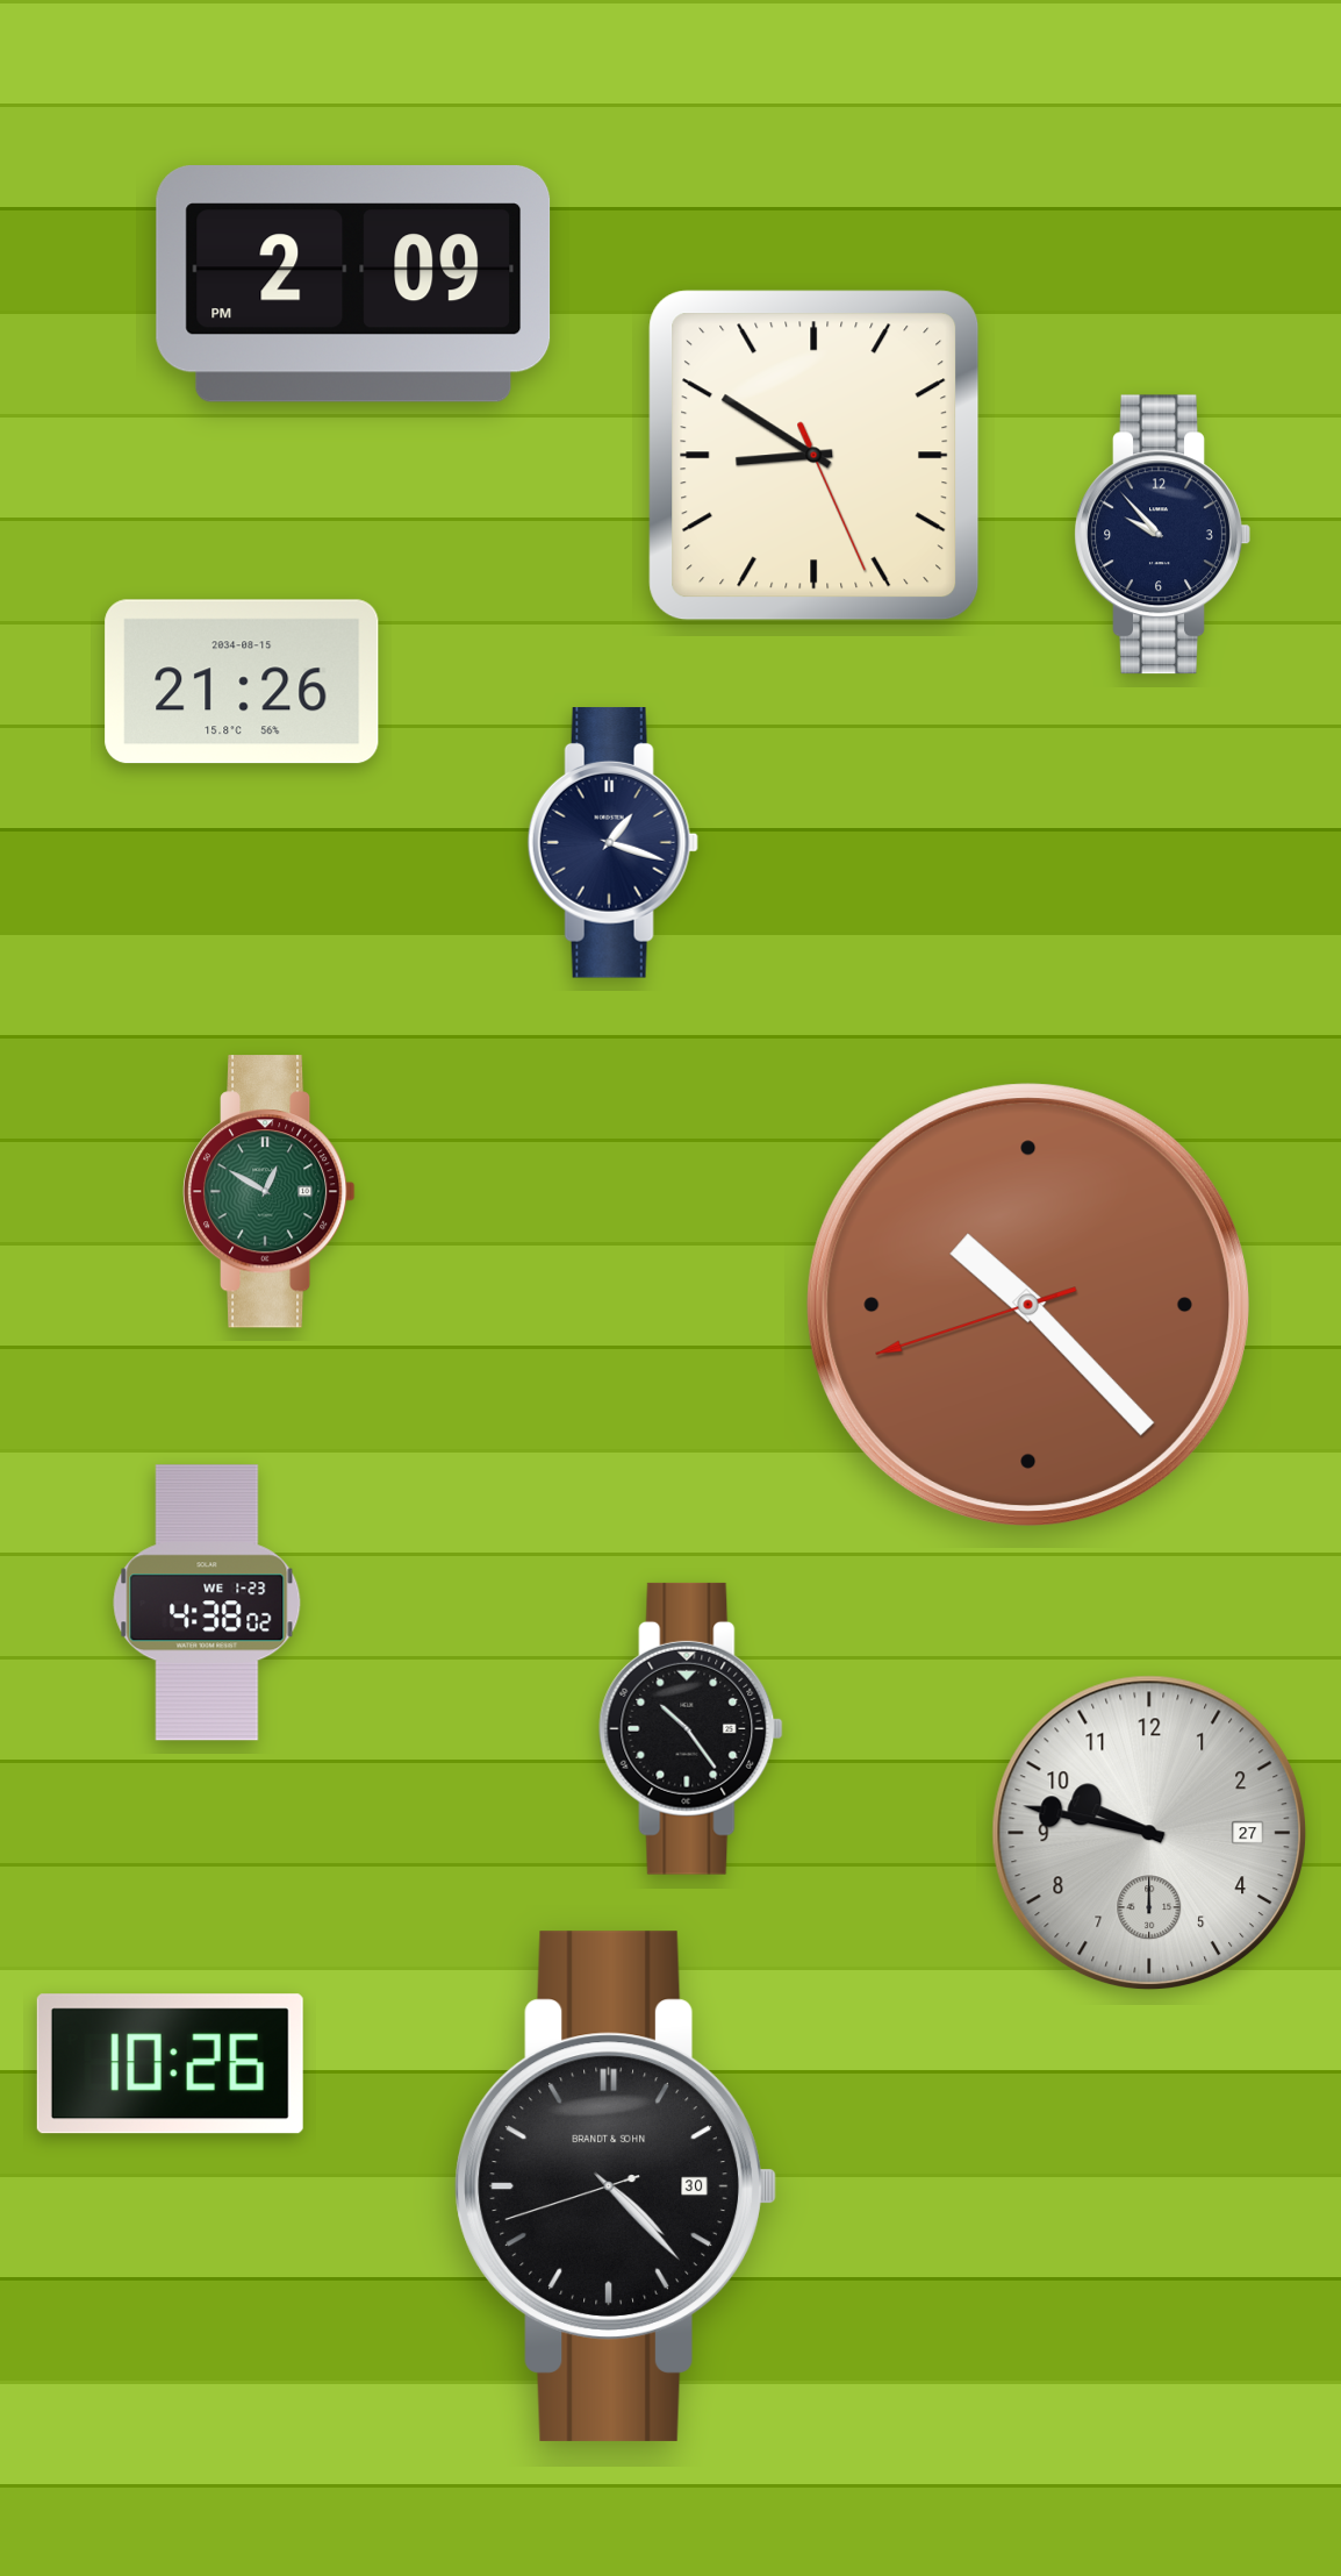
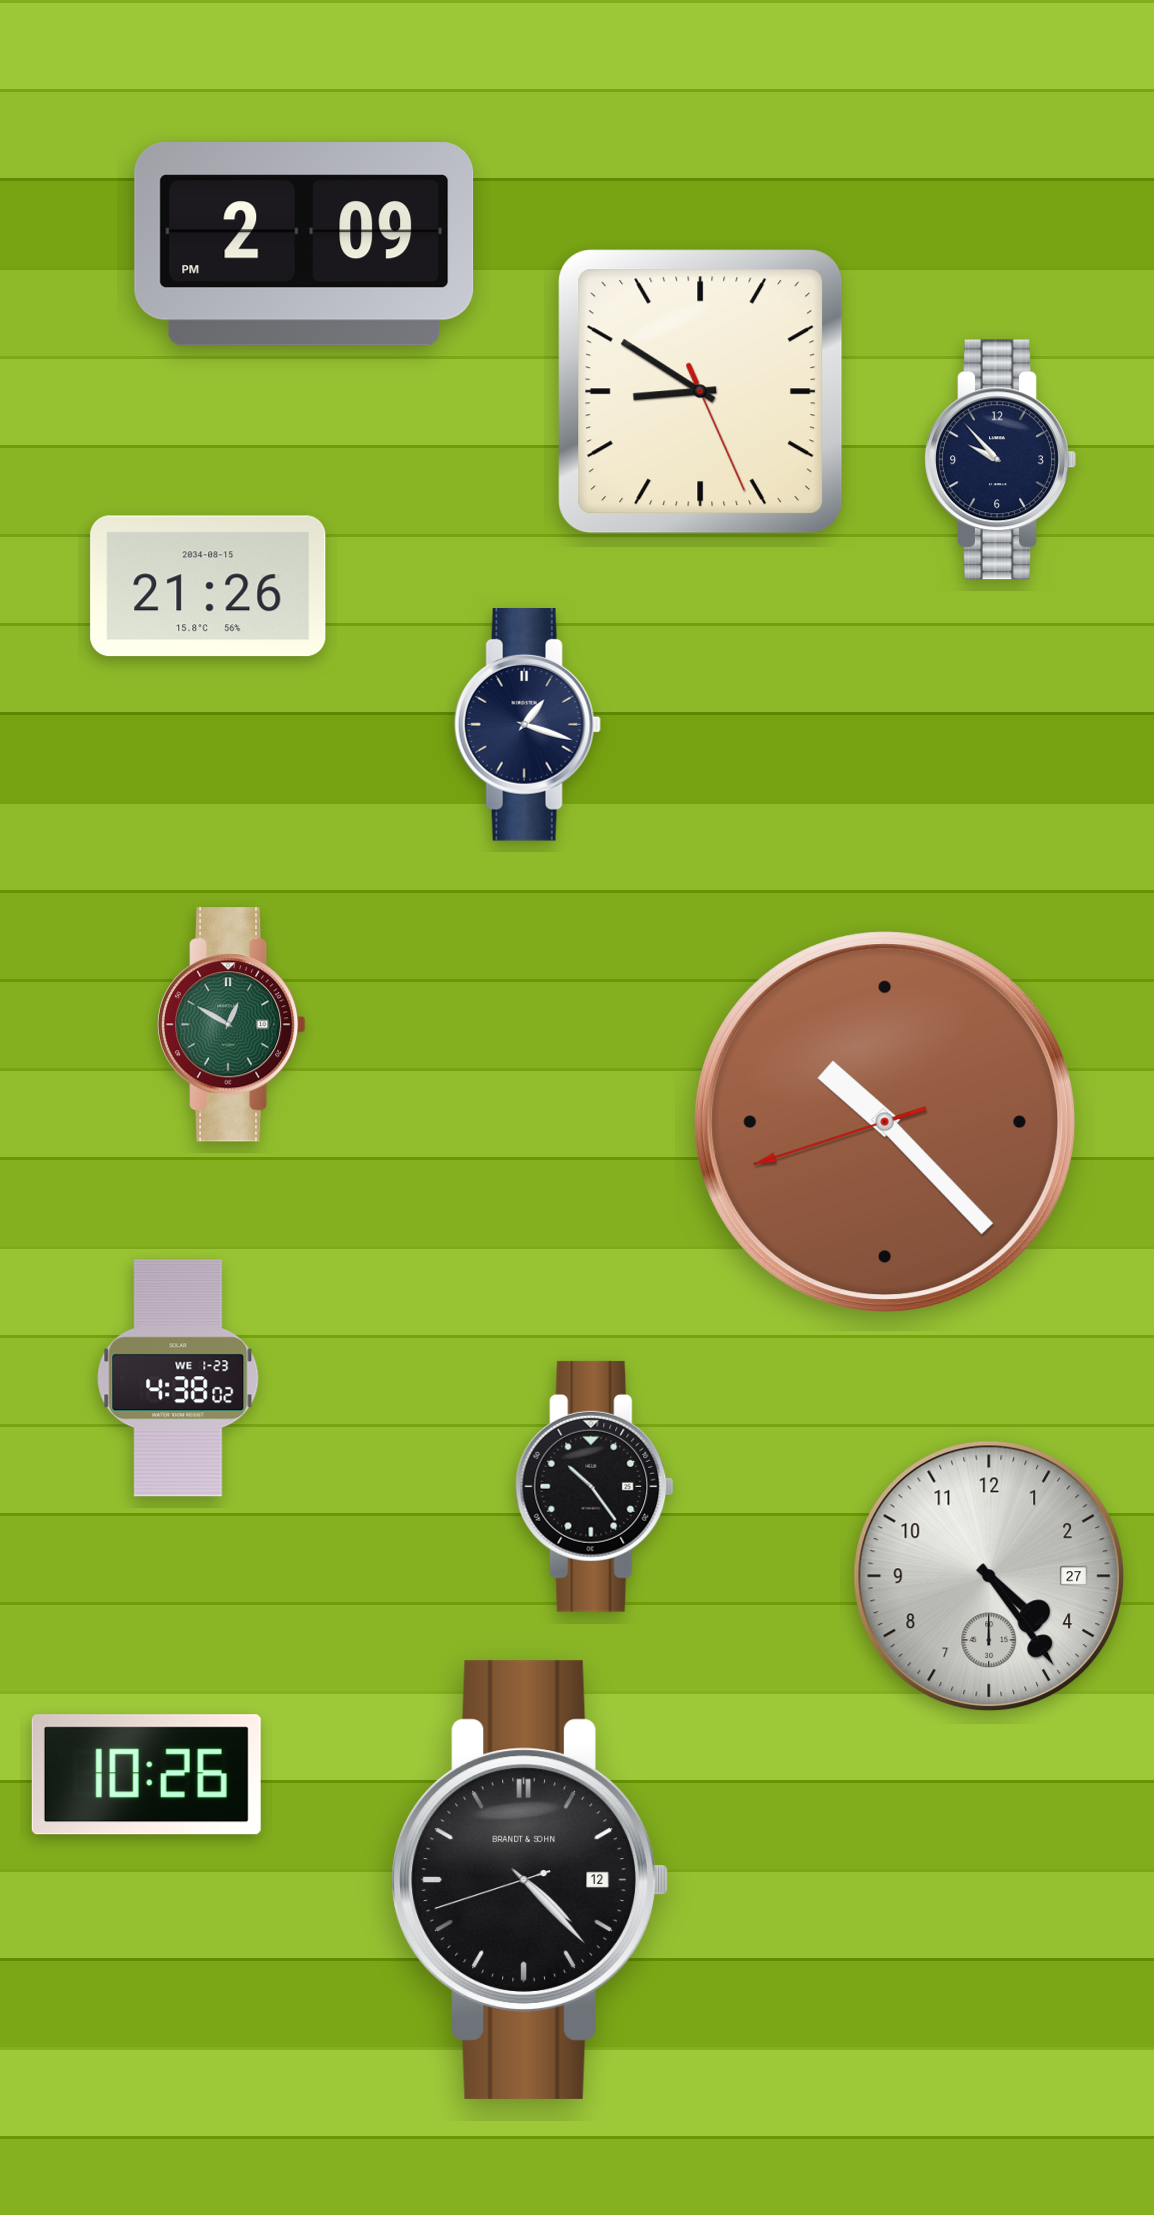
clock at (1149, 1833): 9:47 -> 4:24
clock at (616, 2186) date: 30 -> 12
